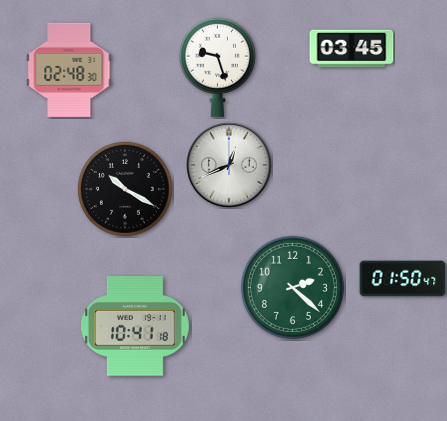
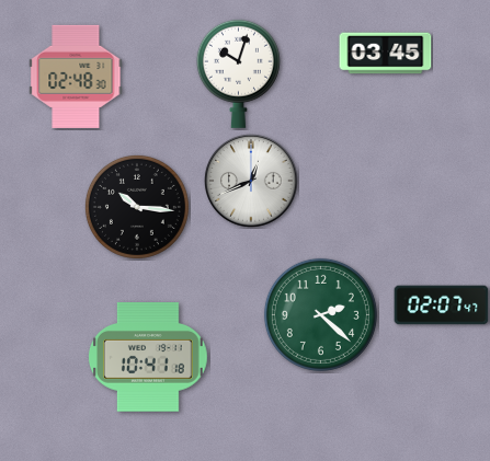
clock at (217, 67): 9:27 -> 10:03
clock at (125, 189): 10:20 -> 10:16
clock at (403, 279): 01:50 -> 02:07
